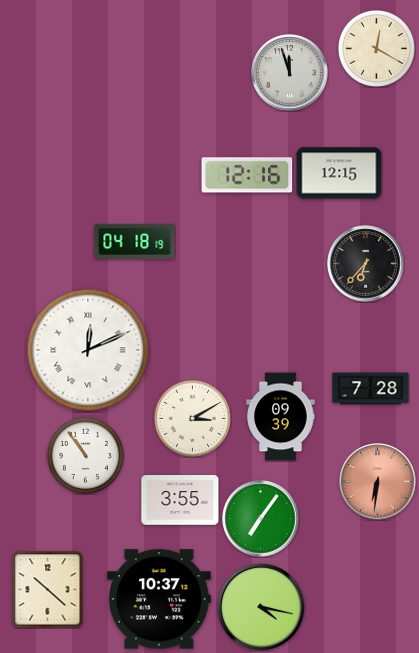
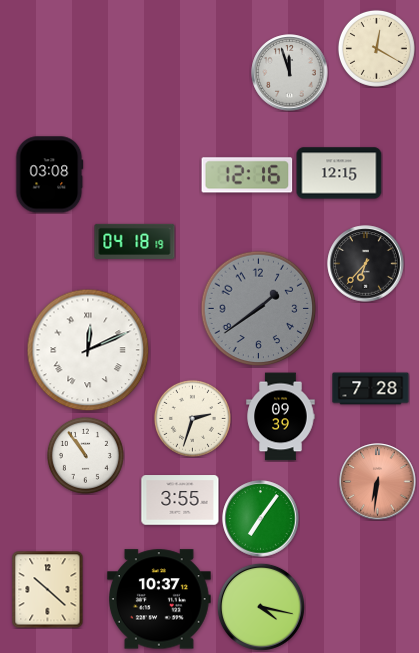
clock at (50, 175): none -> 03:08
clock at (259, 309): none -> 1:39
clock at (192, 418): 3:10 -> 2:33
